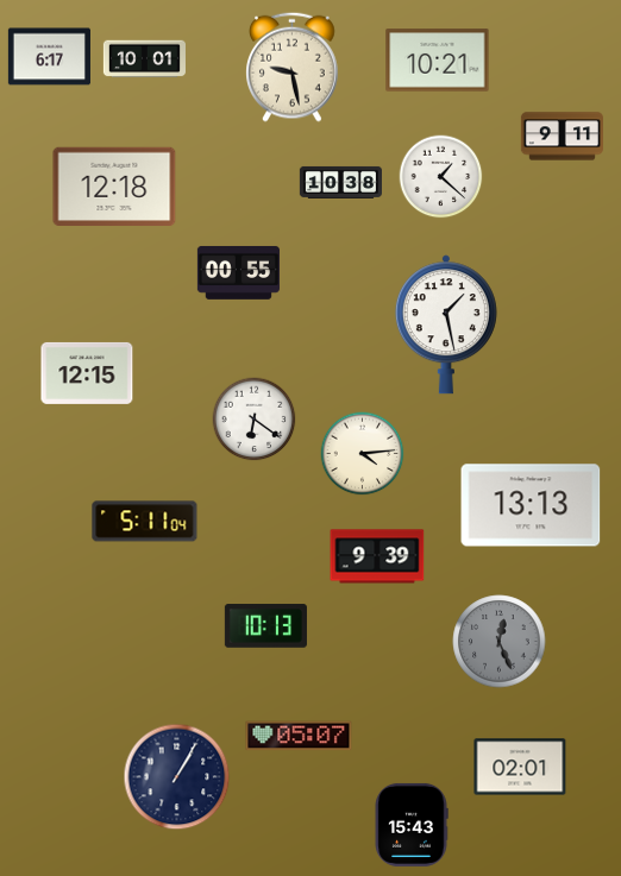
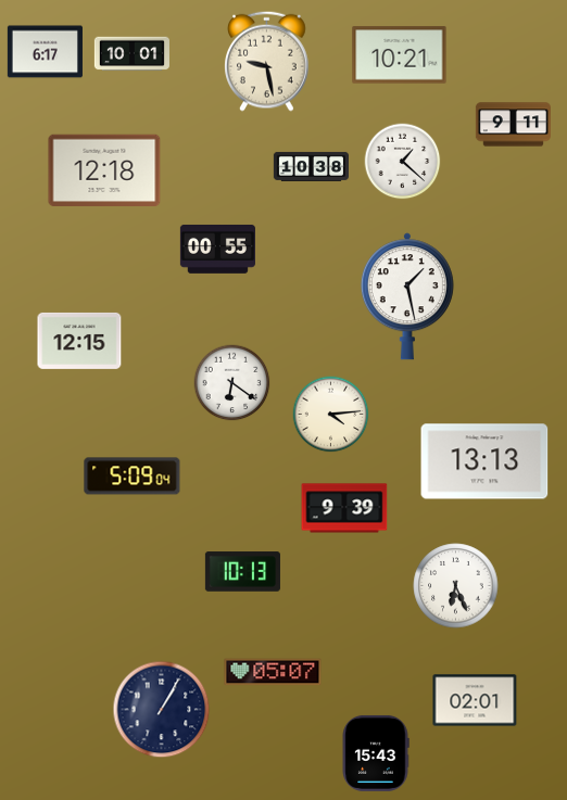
clock at (145, 522): 5:11 -> 5:09
clock at (500, 642): 12:26 -> 6:26
clock at (500, 642) dial: grey -> white
